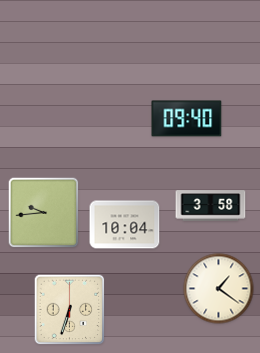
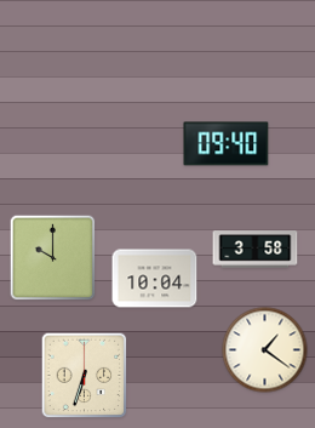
clock at (44, 213): 9:44 -> 10:00
clock at (125, 225) position: (125, 225) -> (155, 279)
